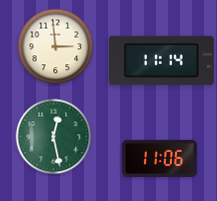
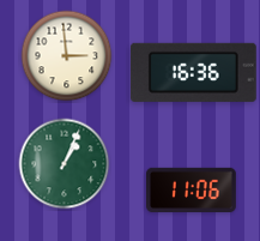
clock at (161, 60): 11:14 -> 16:36
clock at (54, 137): 12:28 -> 1:04
